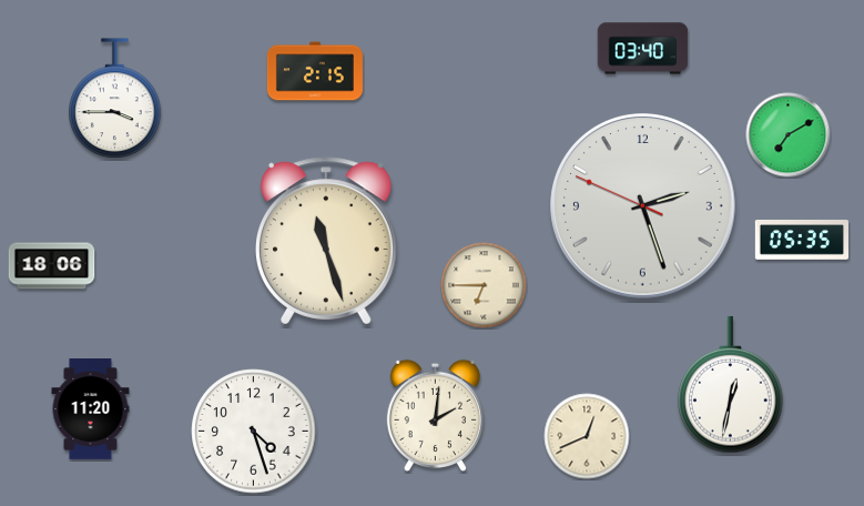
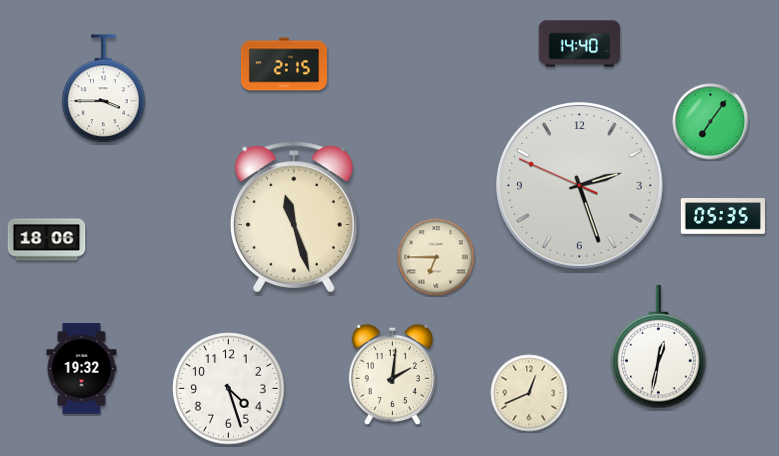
clock at (643, 49): 03:40 -> 14:40
clock at (789, 135): 7:10 -> 7:06
clock at (91, 409): 11:20 -> 19:32
